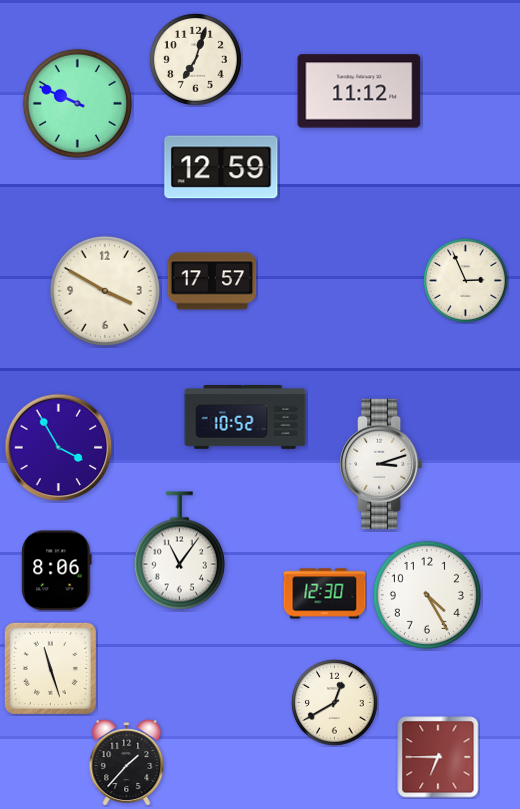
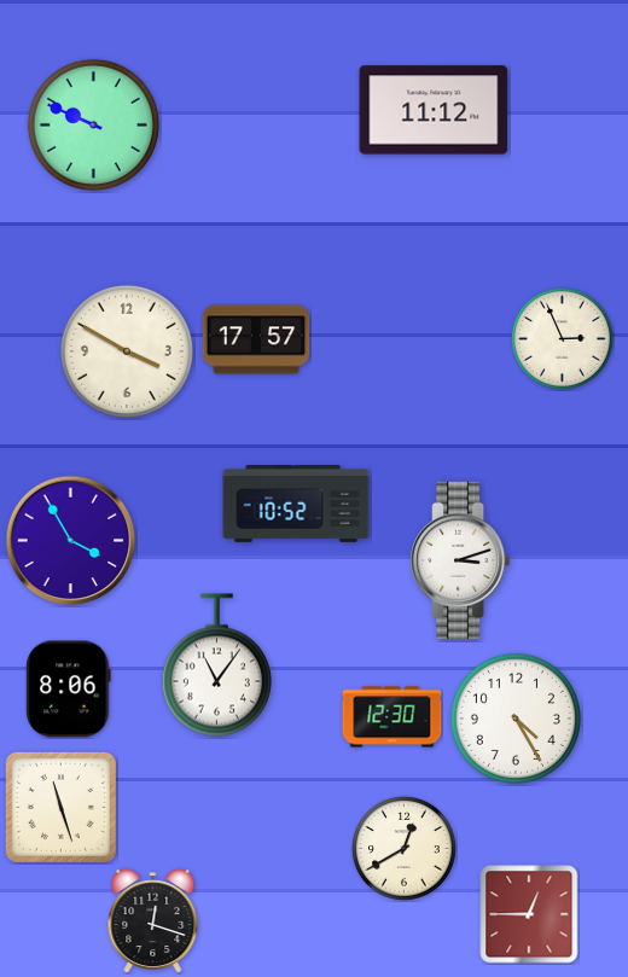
clock at (195, 59): 7:03 -> none
clock at (221, 167): 12:59 -> none
clock at (438, 757): 6:45 -> 12:45
clock at (127, 763): 1:37 -> 12:18
